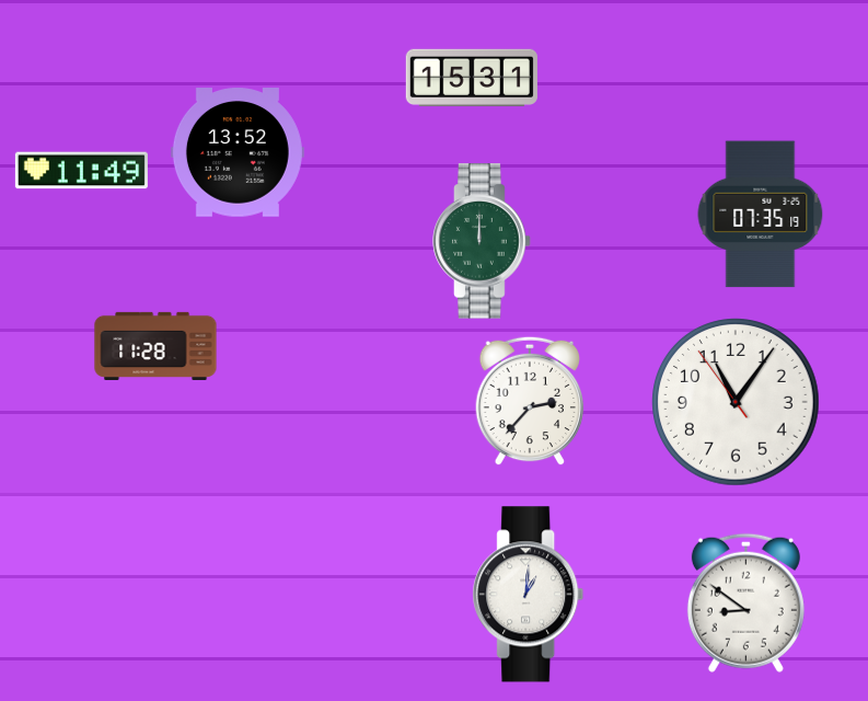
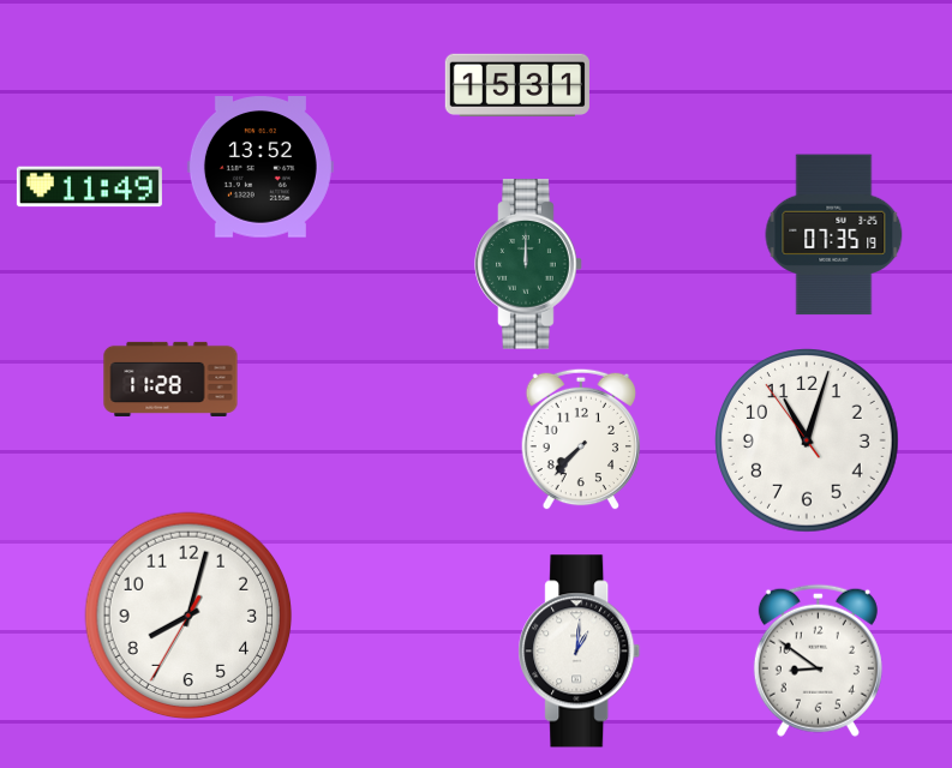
clock at (530, 401): 2:37 -> 7:37
clock at (737, 403): 11:05 -> 11:02
clock at (188, 616): none -> 8:02
